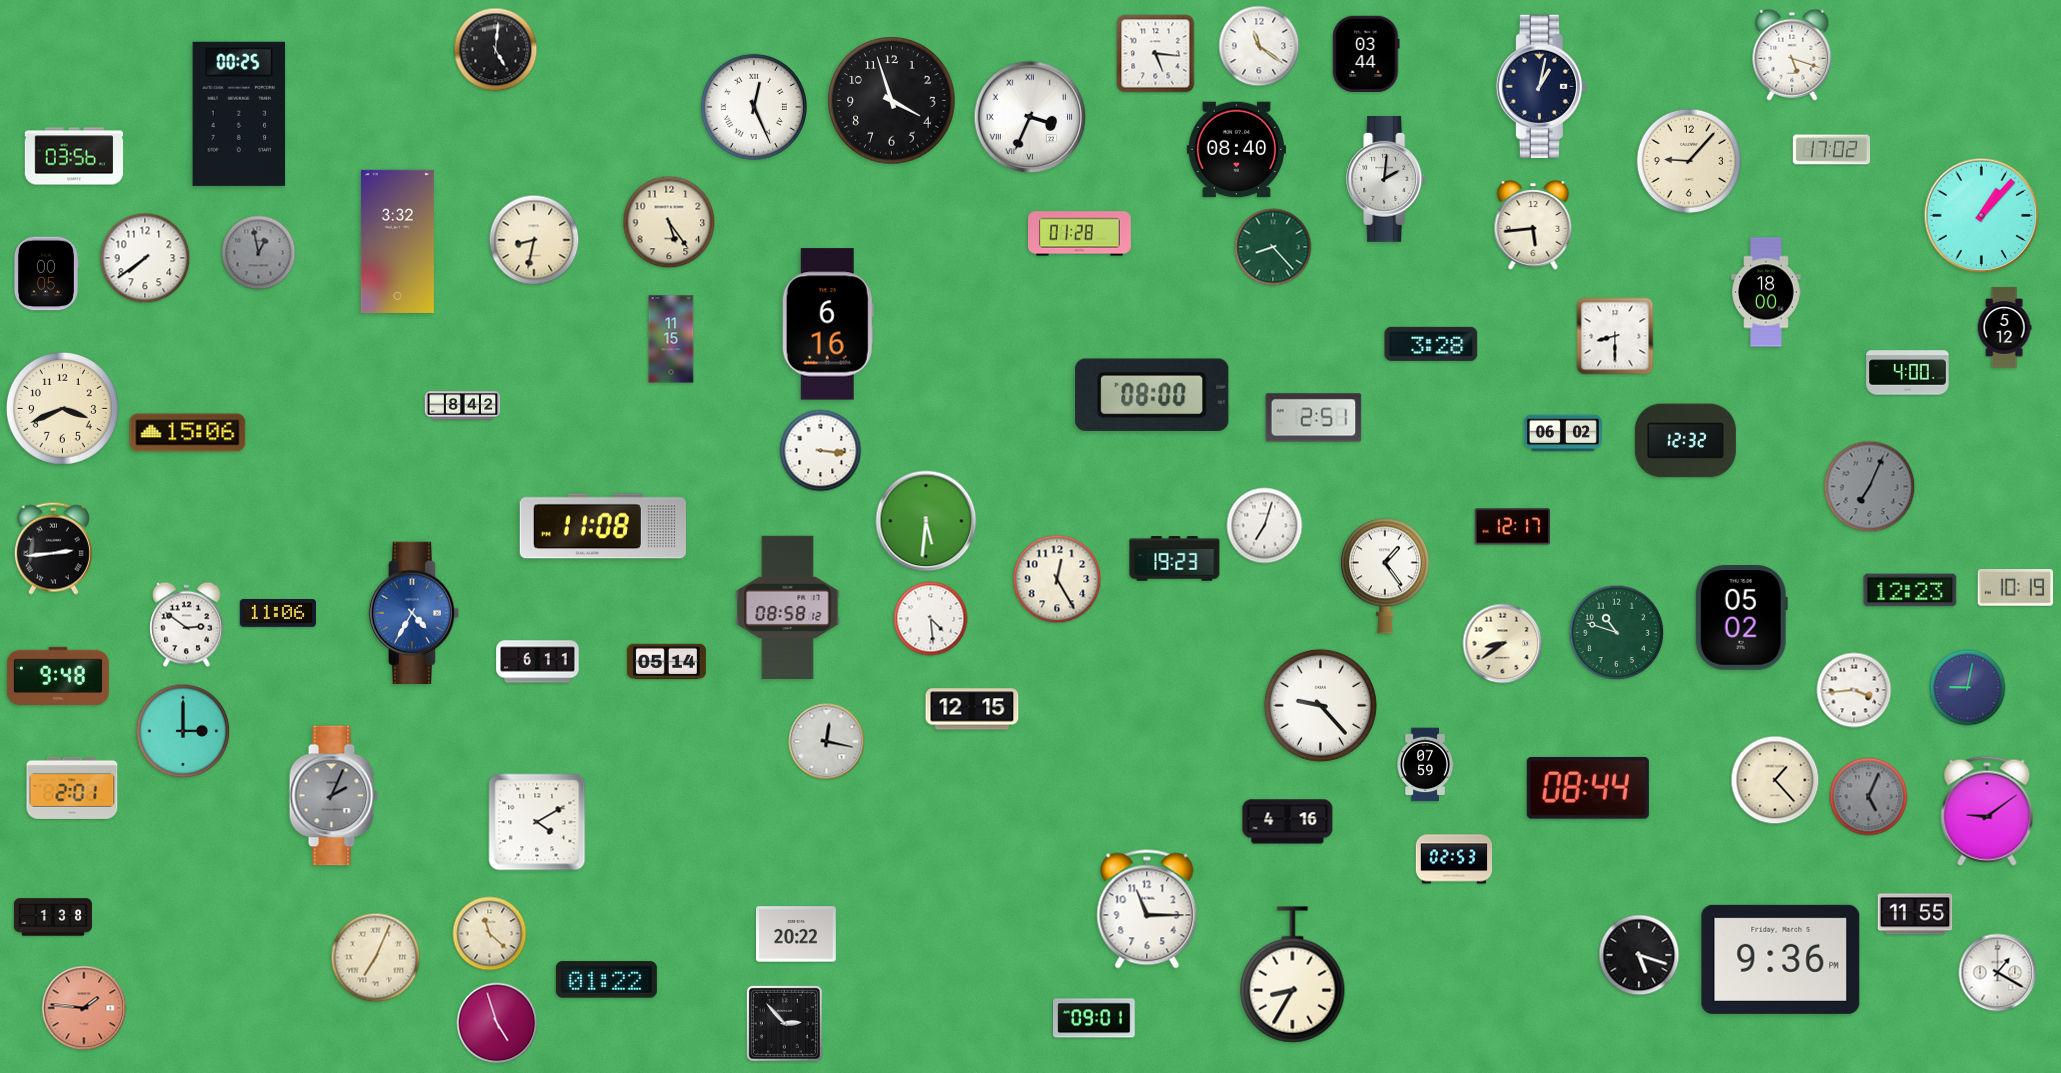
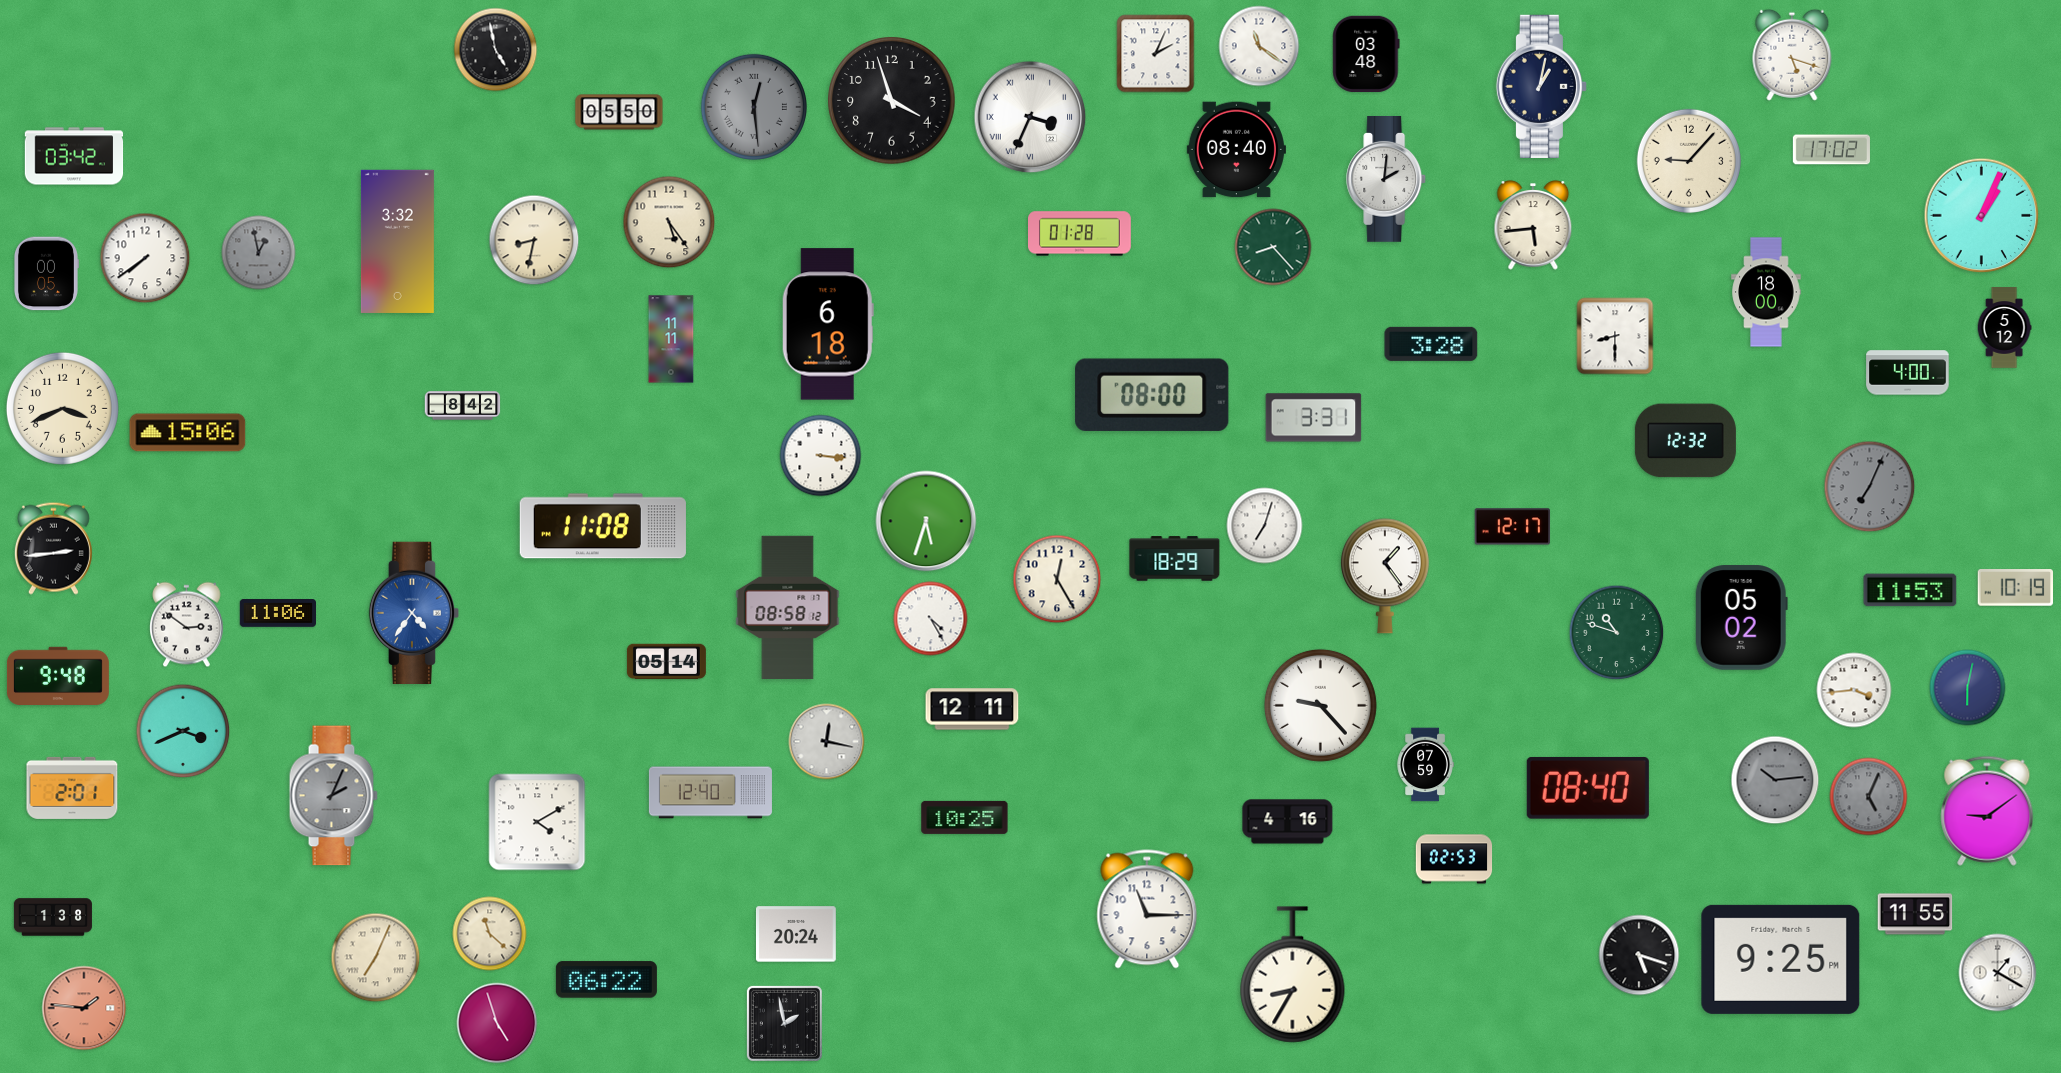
clock at (496, 50): 5:01 -> 4:58
clock at (1366, 53): 03:44 -> 03:48
clock at (1156, 54): 5:16 -> 2:04
clock at (754, 107): 12:26 -> 12:29
clock at (754, 107) dial: white -> grey
clock at (619, 112): none -> 05:50
clock at (239, 114): 00:25 -> none
clock at (74, 156): 03:56 -> 03:42
clock at (1982, 216): 1:07 -> 1:04
clock at (828, 324): 6:16 -> 6:18
clock at (671, 339): 11:15 -> 11:11
clock at (1314, 418): 2:51 -> 3:31
clock at (1563, 433): 06:02 -> none
clock at (821, 451) position: (821, 451) -> (821, 456)
clock at (926, 521): 5:31 -> 5:33
clock at (1175, 559): 19:23 -> 18:29
clock at (1910, 590): 12:23 -> 11:53
clock at (414, 612): 4:35 -> 4:36
clock at (931, 619): 4:29 -> 4:25
clock at (1503, 644): 8:39 -> none
clock at (538, 662): 6:11 -> none
clock at (1968, 688): 9:02 -> 6:02
clock at (972, 709): 12:15 -> 12:11
clock at (183, 731): 3:00 -> 3:41
clock at (1775, 780): 1:23 -> 10:14
clock at (1775, 780) dial: cream -> grey
clock at (1588, 788): 08:44 -> 08:40
clock at (710, 793): none -> 12:40
clock at (965, 817): none -> 10:25
clock at (796, 934): 20:22 -> 20:24
clock at (1781, 959): 9:36 -> 9:25
clock at (606, 980): 01:22 -> 06:22
clock at (1094, 1018): 09:01 -> none
clock at (784, 1023): 2:53 -> 1:58
